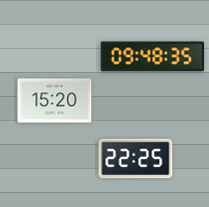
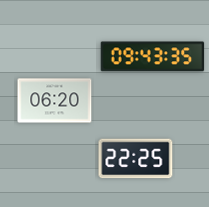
clock at (153, 57): 09:48 -> 09:43
clock at (55, 101): 15:20 -> 06:20
